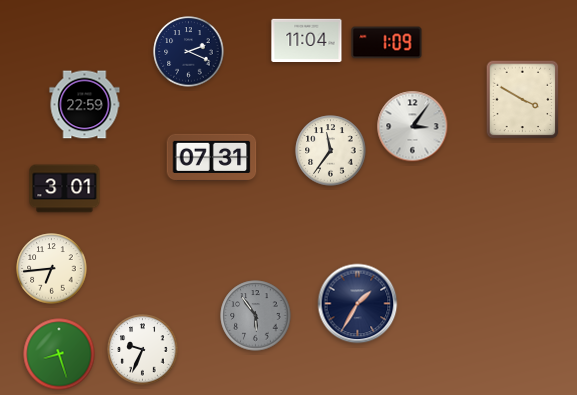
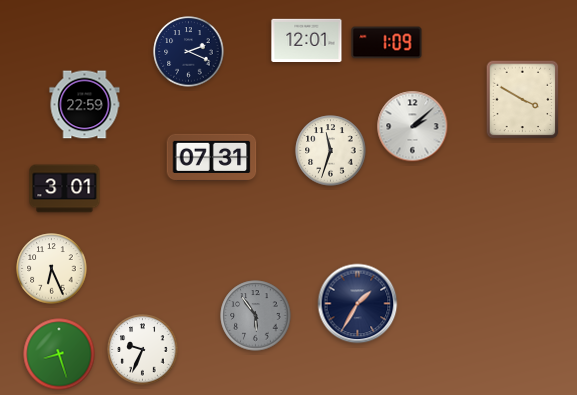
clock at (307, 40): 11:04 -> 12:01
clock at (413, 127): 3:06 -> 2:08
clock at (331, 151): 11:36 -> 11:33
clock at (52, 269): 6:44 -> 6:26
